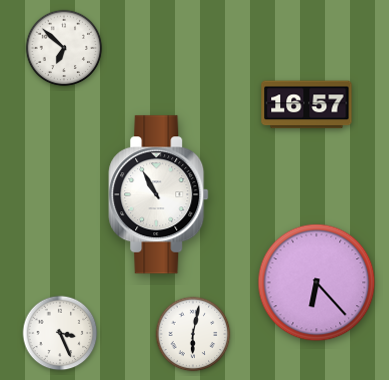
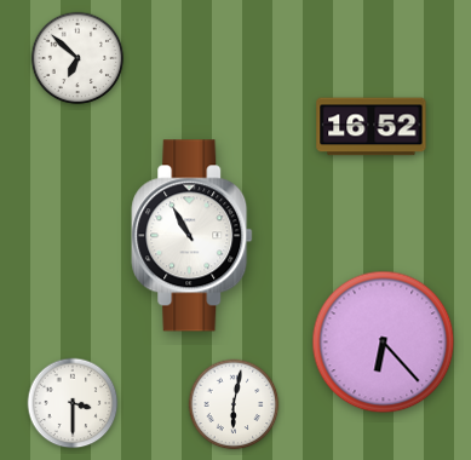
clock at (307, 105): 16:57 -> 16:52
clock at (60, 333): 3:26 -> 3:30
